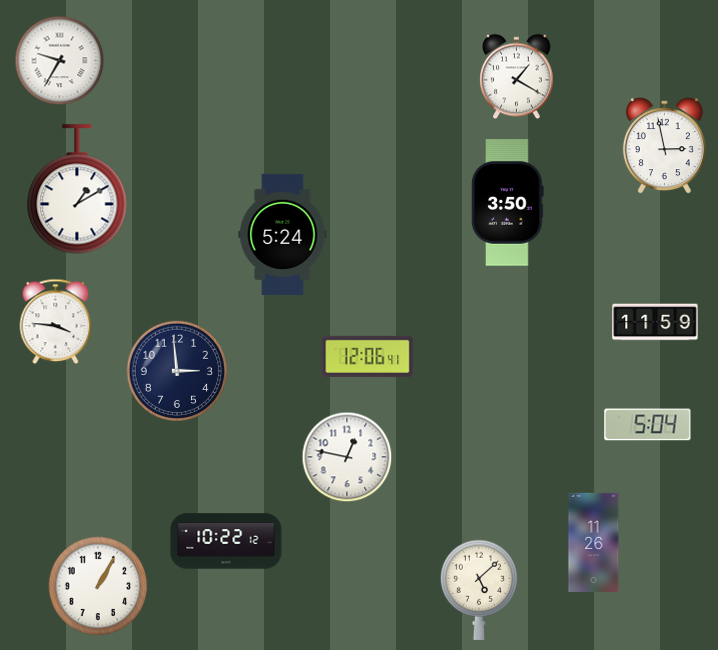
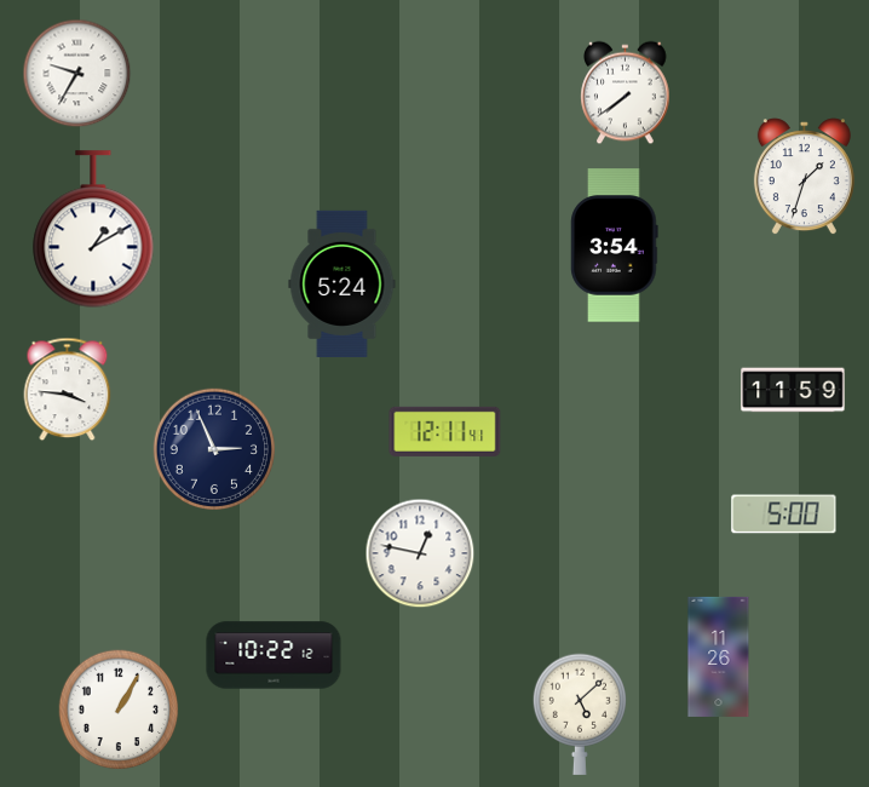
clock at (60, 61) position: (60, 61) -> (77, 74)
clock at (517, 77): 1:20 -> 7:39
clock at (664, 146): 2:58 -> 1:33
clock at (508, 203): 3:50 -> 3:54
clock at (368, 356): 12:06 -> 12:11
clock at (176, 370): 2:59 -> 2:56
clock at (648, 425): 5:04 -> 5:00
